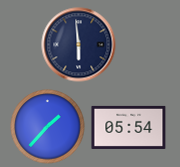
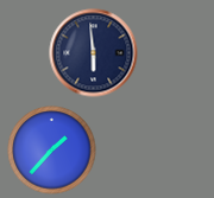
clock at (48, 127) position: (48, 127) -> (52, 151)
clock at (129, 127): 05:54 -> none
